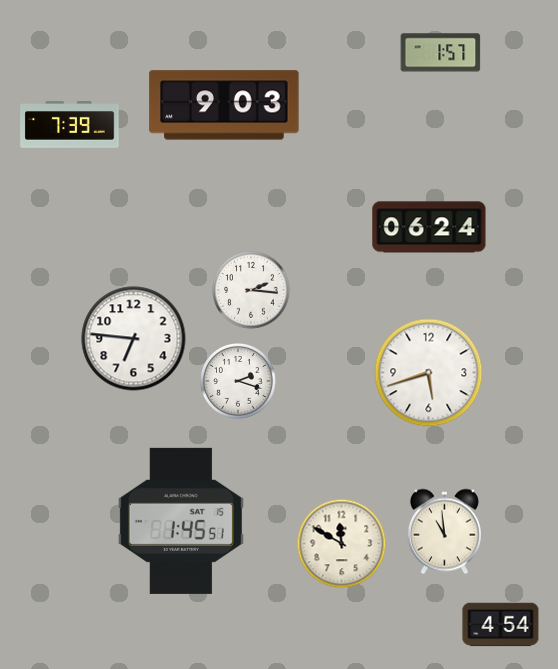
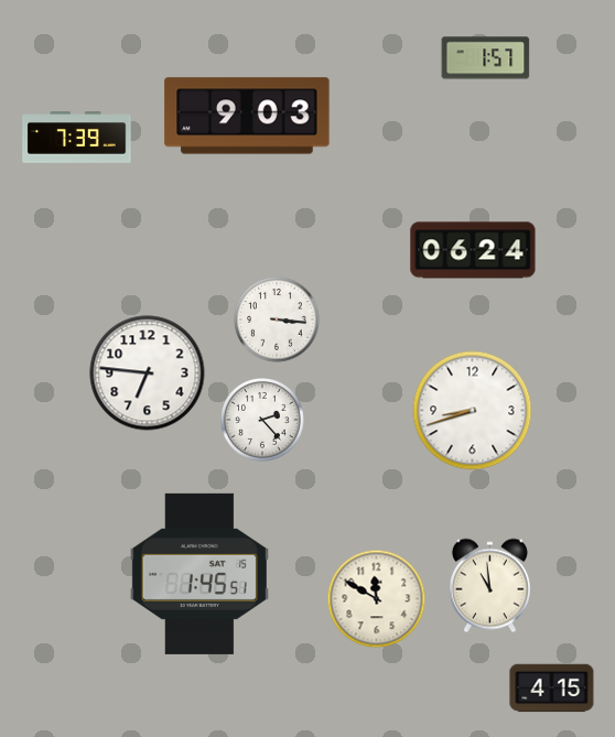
clock at (251, 290): 2:16 -> 3:16
clock at (429, 373): 5:42 -> 8:42
clock at (239, 382): 2:18 -> 2:23
clock at (501, 625): 4:54 -> 4:15
